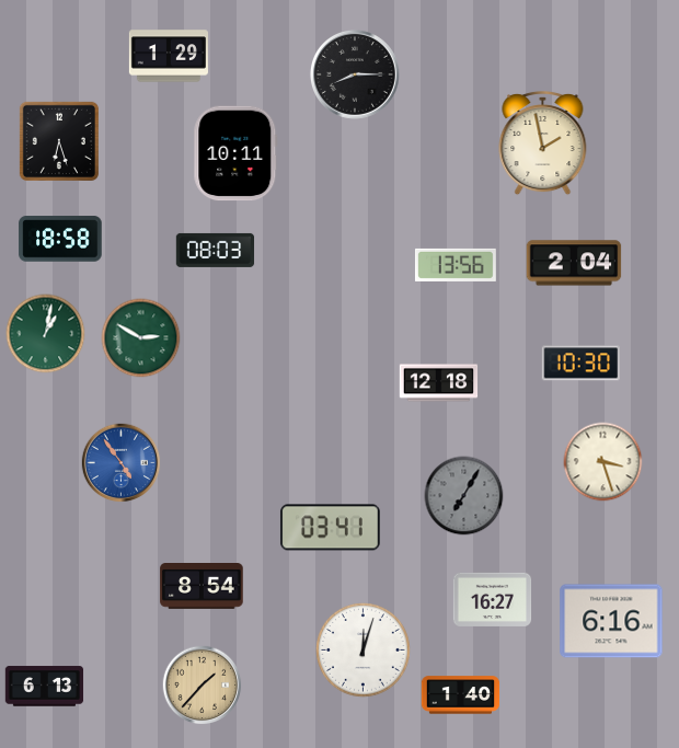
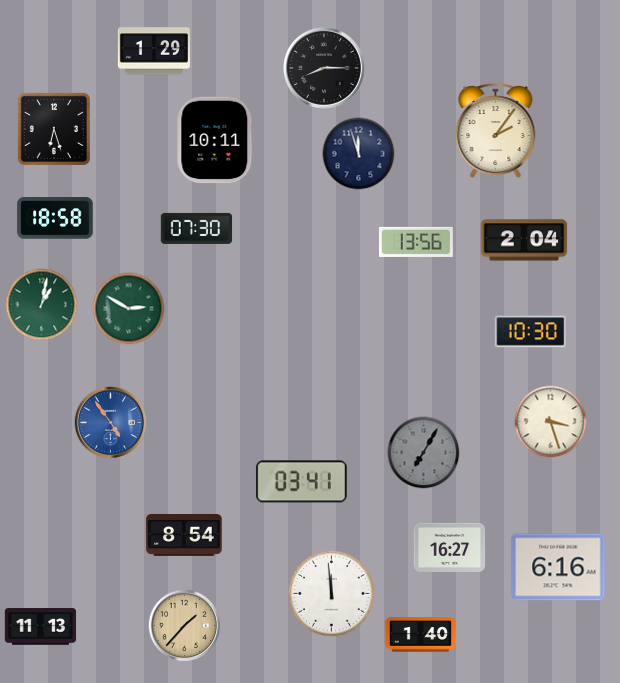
clock at (543, 143): 1:58 -> 2:06
clock at (359, 154): none -> 11:57
clock at (216, 250): 08:03 -> 07:30
clock at (439, 383): 12:18 -> none
clock at (364, 651): 12:03 -> 11:59
clock at (45, 687): 6:13 -> 11:13
